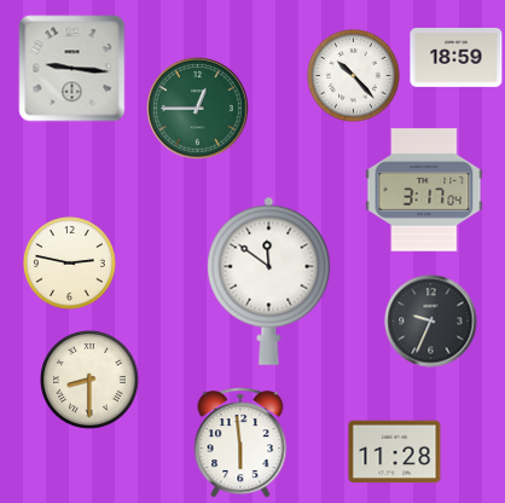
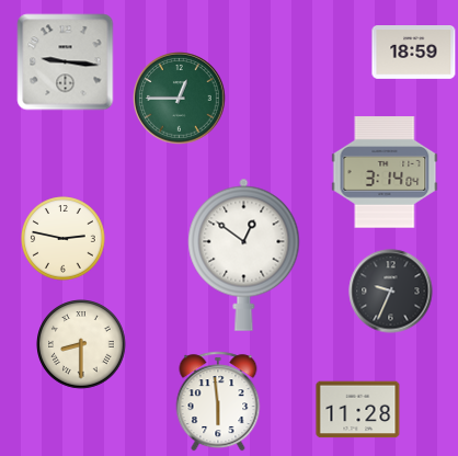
clock at (354, 76): 10:23 -> none
clock at (424, 190): 3:17 -> 3:14
clock at (269, 281): 11:51 -> 12:51
